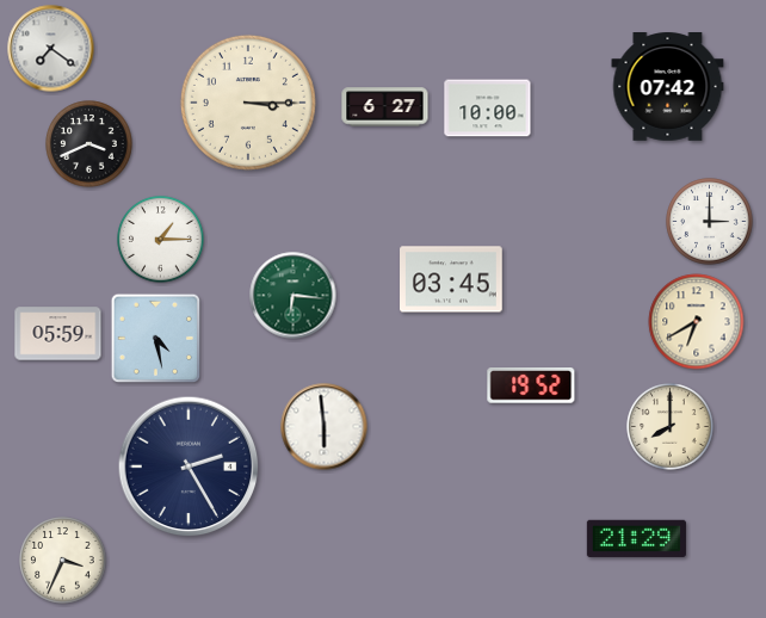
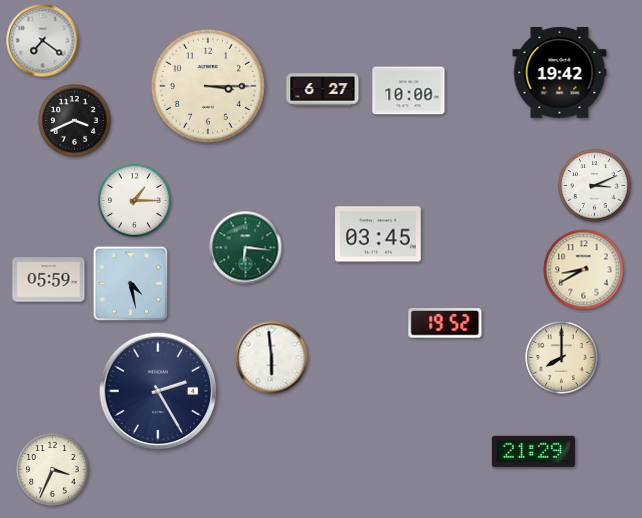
clock at (668, 87): 07:42 -> 19:42
clock at (710, 222): 3:00 -> 3:11
clock at (697, 322): 6:40 -> 8:40
